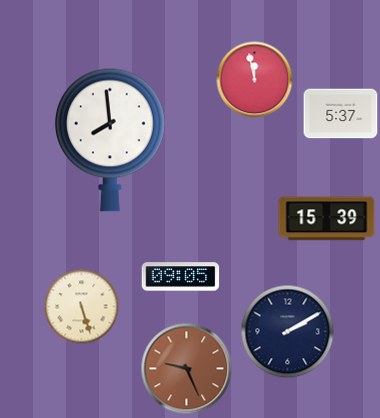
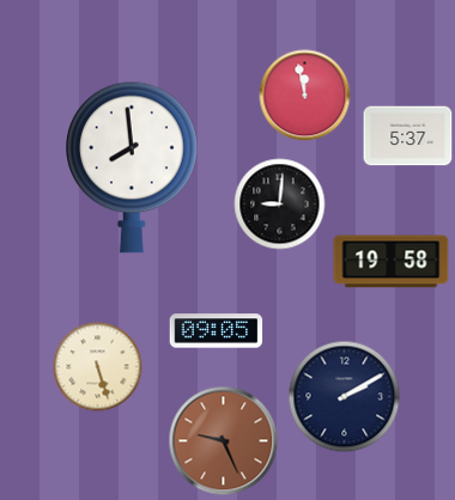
clock at (280, 205): none -> 9:01
clock at (327, 219): 15:39 -> 19:58
